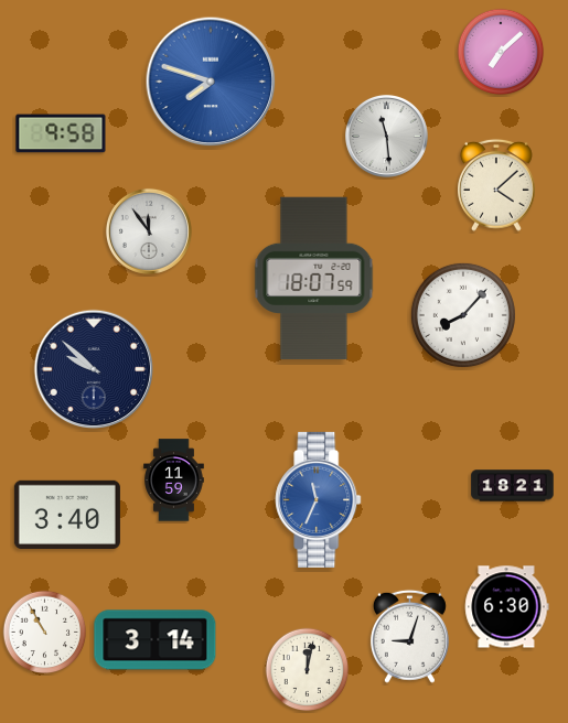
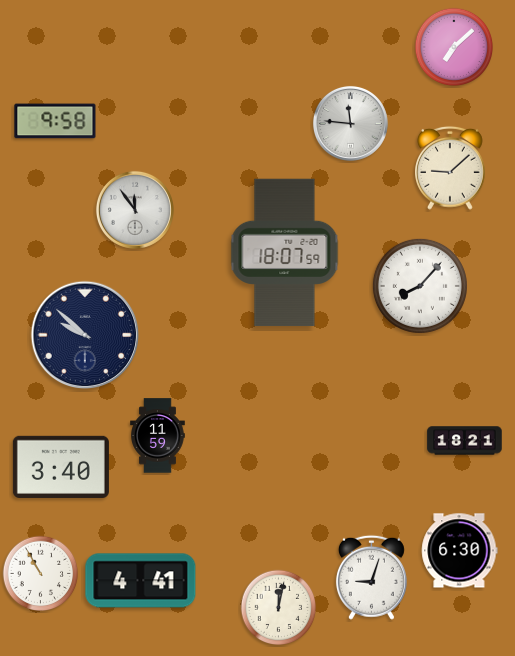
clock at (211, 82): 7:48 -> none
clock at (386, 136): 11:29 -> 11:46
clock at (497, 185): 4:08 -> 9:08
clock at (319, 499): 11:34 -> none
clock at (156, 640): 3:14 -> 4:41
